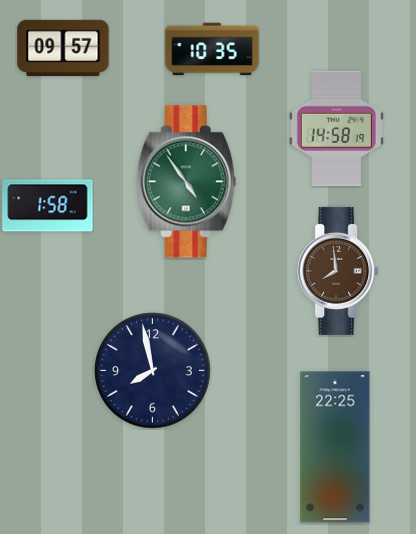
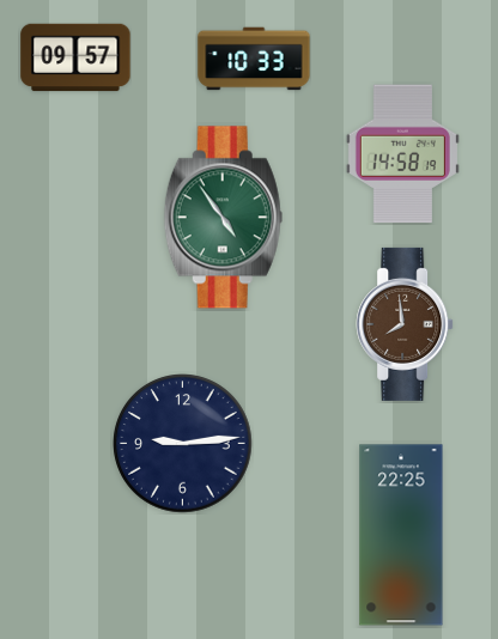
clock at (212, 49): 10:35 -> 10:33
clock at (48, 206): 1:58 -> none
clock at (153, 371): 7:58 -> 9:14
